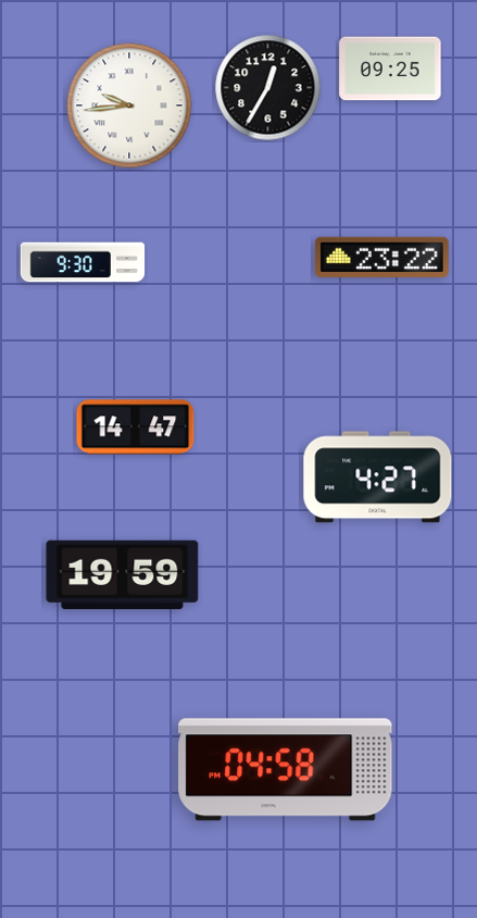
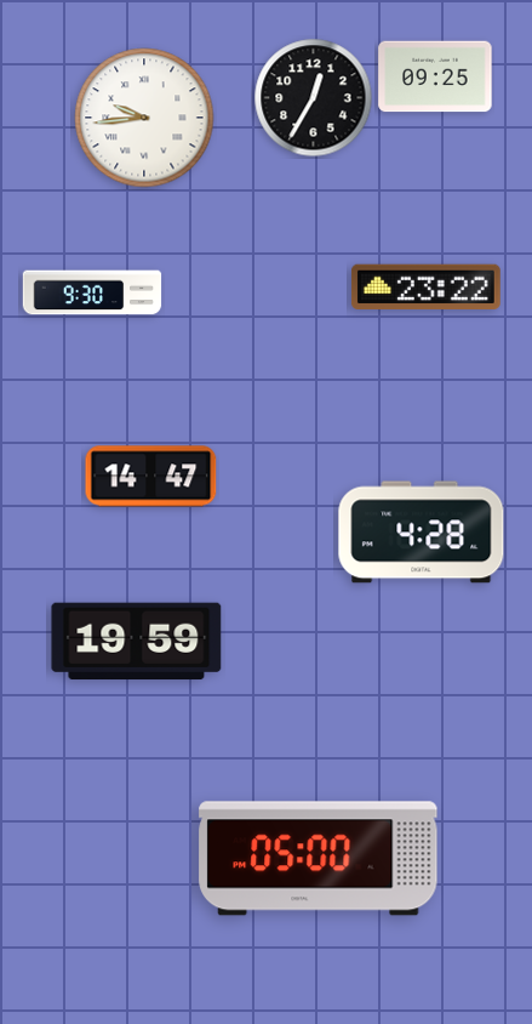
clock at (268, 88) position: (268, 88) -> (314, 98)
clock at (378, 477): 4:27 -> 4:28
clock at (286, 770): 04:58 -> 05:00
